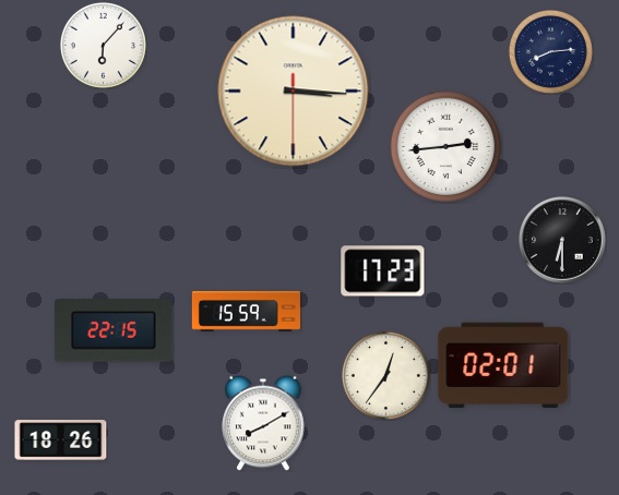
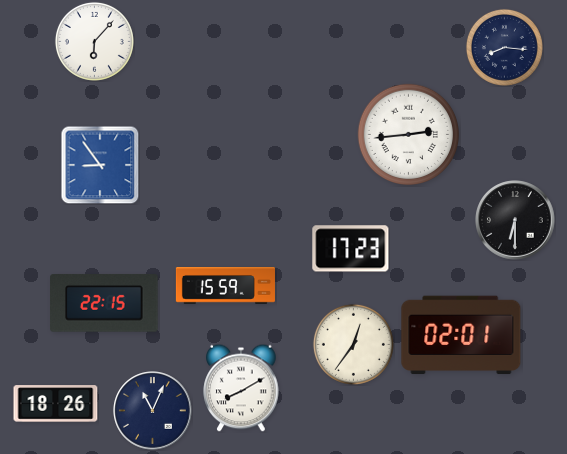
clock at (550, 51): 8:14 -> 8:16
clock at (294, 92): 3:15 -> none
clock at (100, 165): none -> 8:54
clock at (153, 411): none -> 11:04
